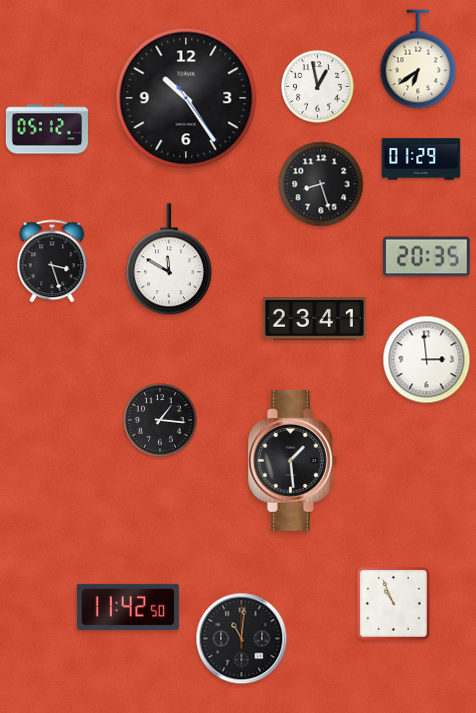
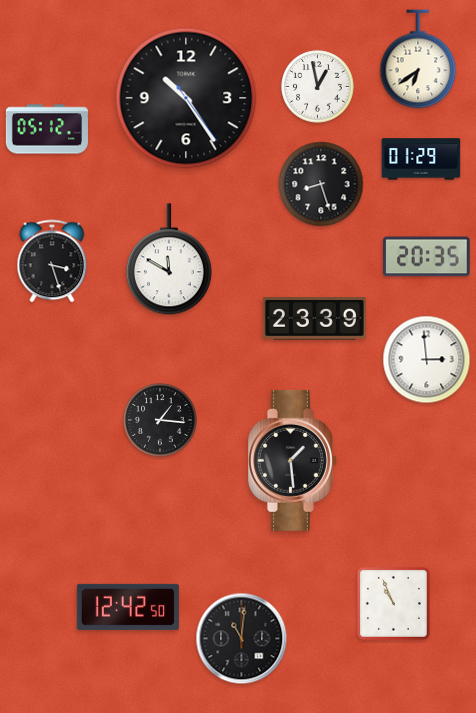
clock at (314, 319): 23:41 -> 23:39
clock at (128, 607): 11:42 -> 12:42
